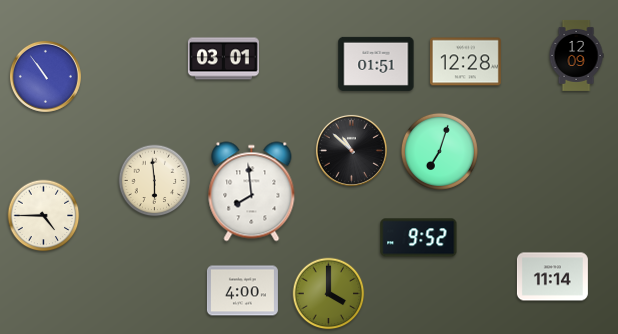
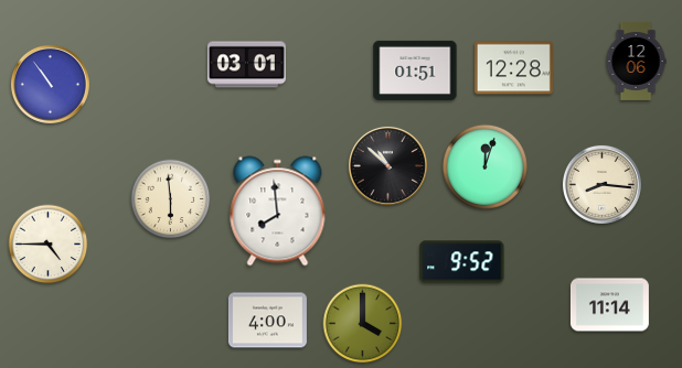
clock at (576, 55): 12:09 -> 12:06
clock at (439, 151): 7:03 -> 12:03
clock at (601, 184): none -> 8:16
clock at (44, 216) position: (44, 216) -> (49, 245)
